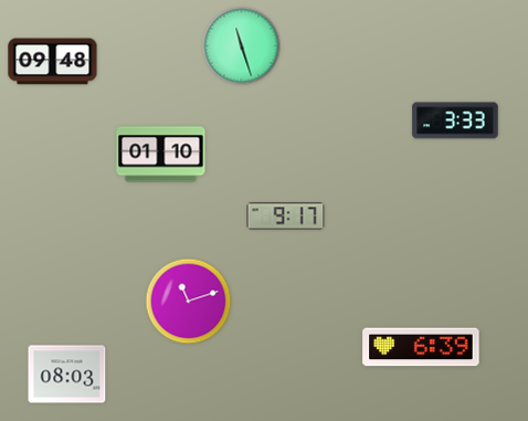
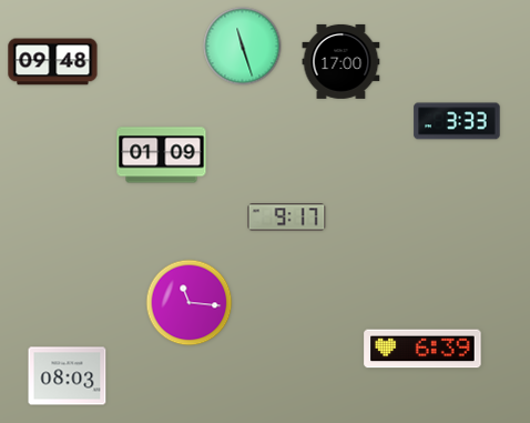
clock at (342, 61): none -> 17:00
clock at (161, 155): 01:10 -> 01:09
clock at (189, 302): 11:12 -> 11:16
